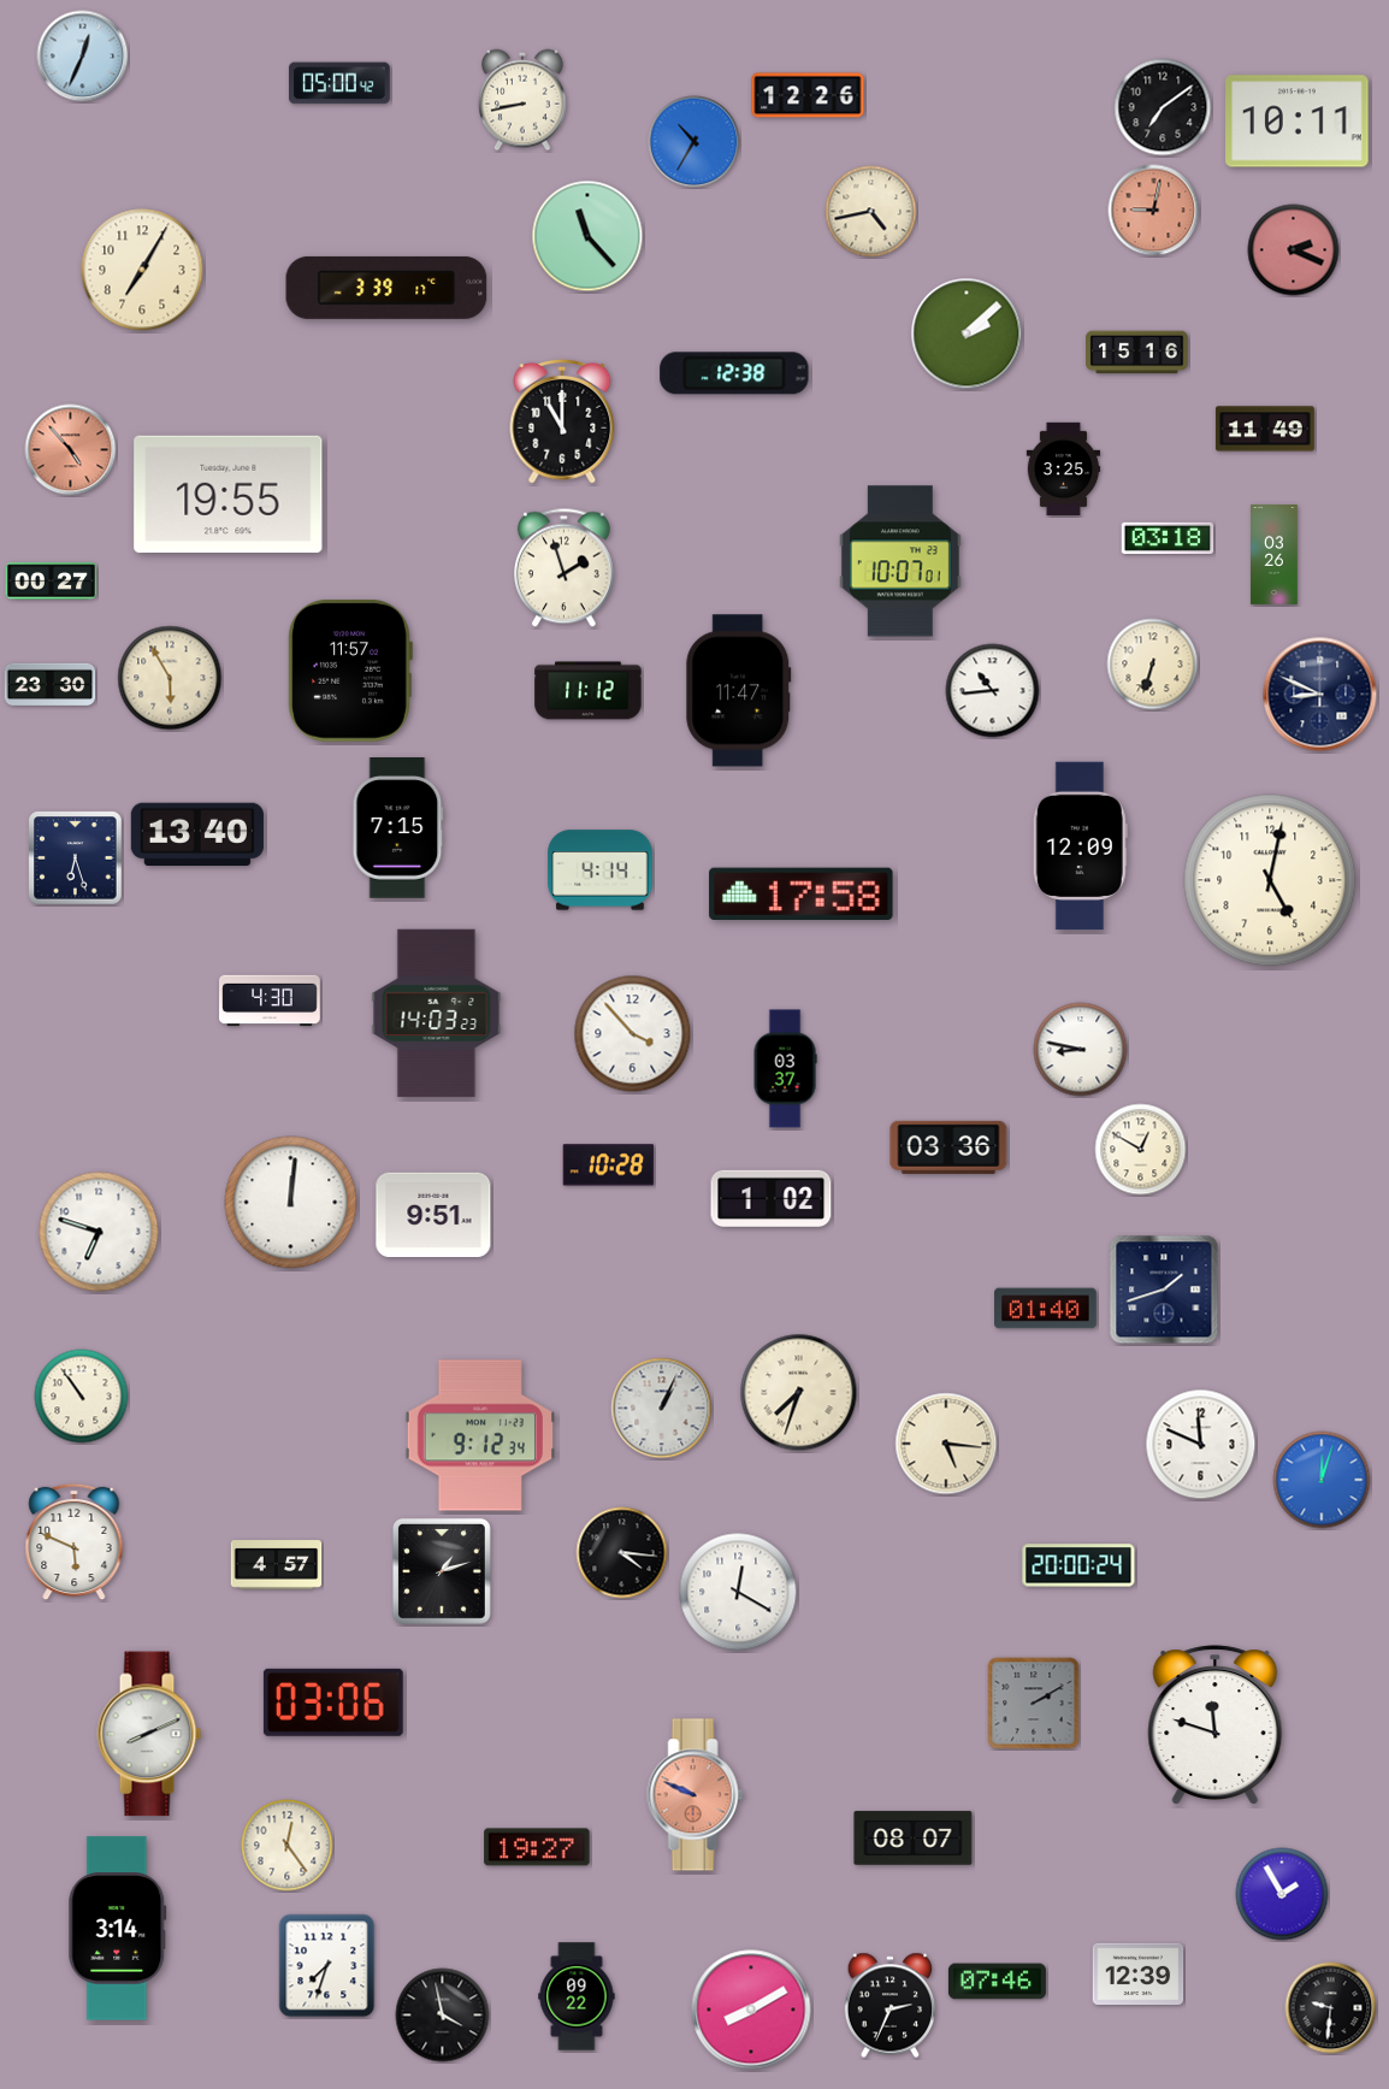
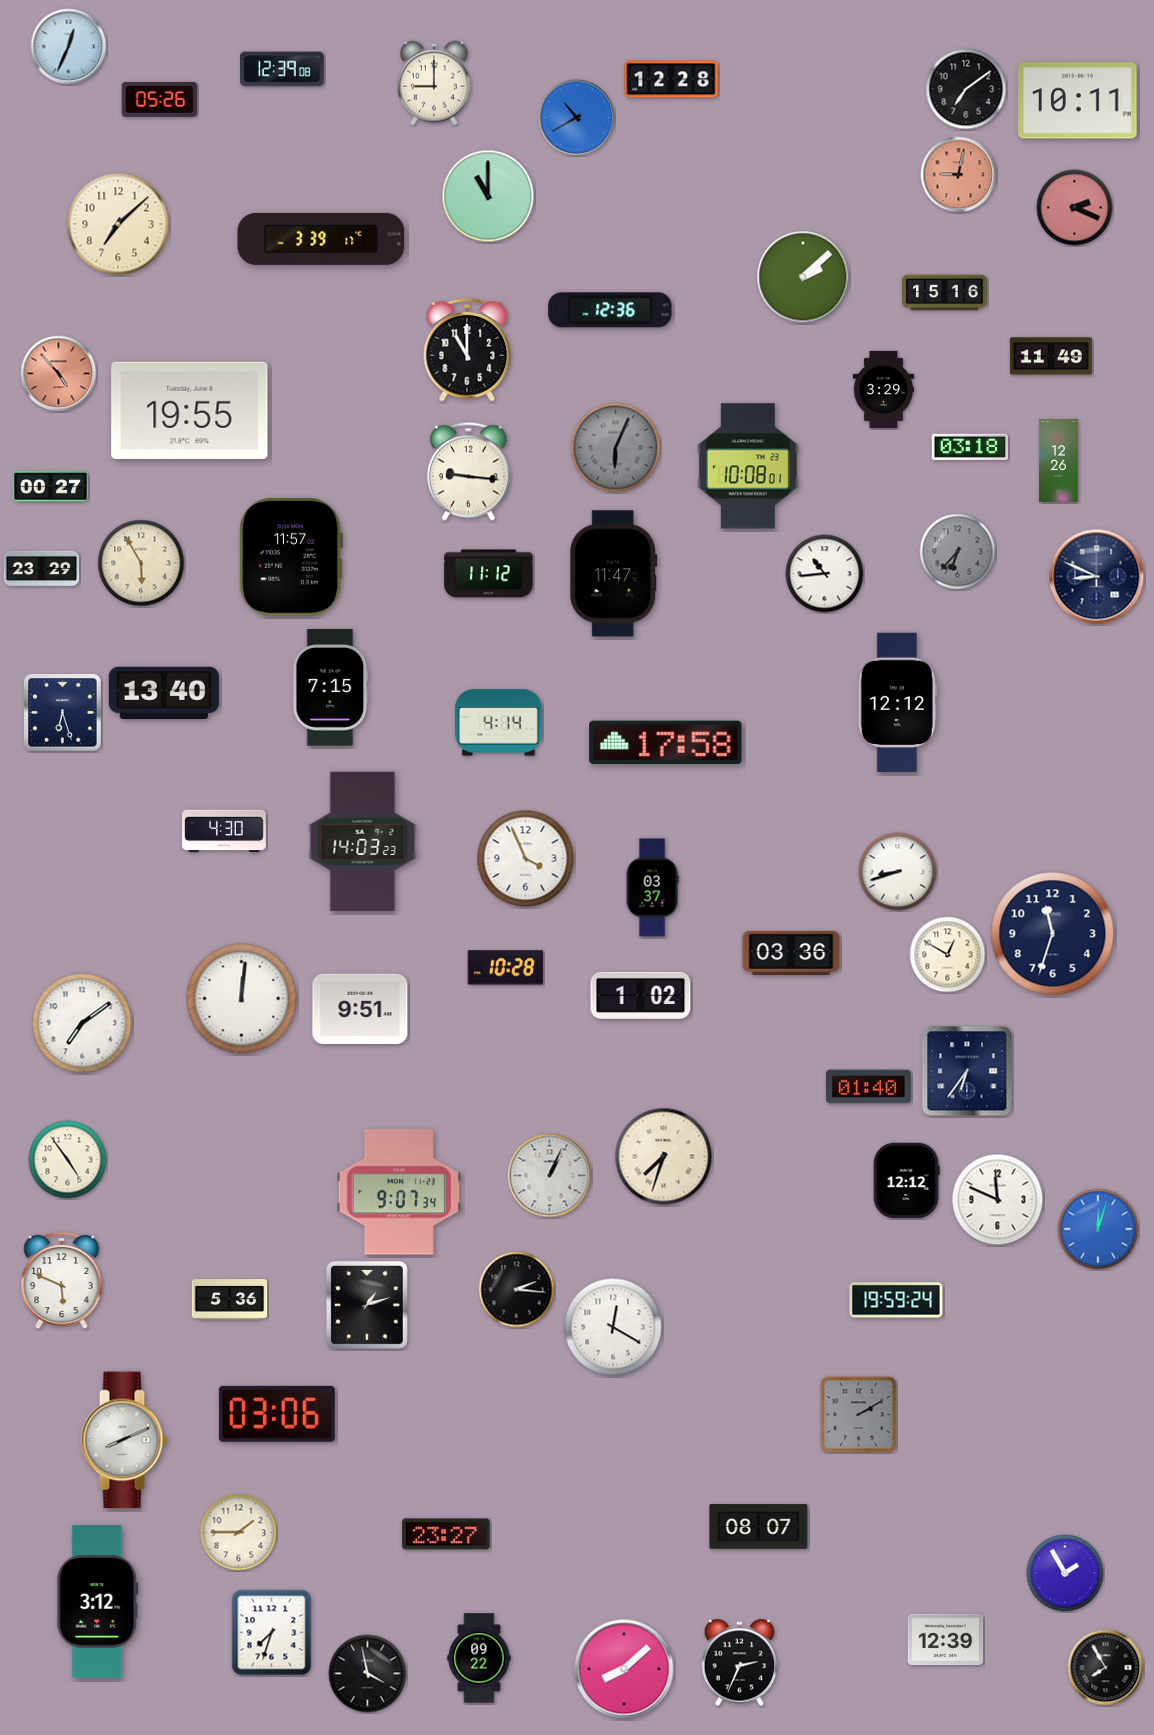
clock at (341, 83): 05:00 -> 12:39
clock at (808, 95): 12:26 -> 12:28
clock at (524, 100): 8:43 -> 9:00
clock at (160, 99): none -> 05:26
clock at (694, 142): 10:35 -> 10:40
clock at (871, 212): 4:43 -> none
clock at (587, 236): 11:23 -> 11:00
clock at (142, 270): 7:05 -> 7:08
clock at (734, 373): 12:38 -> 12:36
clock at (1064, 470): 3:25 -> 3:29
clock at (616, 448): none -> 6:04
clock at (1275, 555): 03:26 -> 12:26
clock at (900, 561): 10:07 -> 10:08
clock at (563, 568): 1:57 -> 9:16
clock at (52, 582) position: (52, 582) -> (51, 487)
clock at (1153, 665): 6:33 -> 6:37
clock at (1153, 665) dial: cream -> grey
clock at (51, 684): 23:30 -> 23:29
clock at (1080, 846): 12:09 -> 12:12
clock at (1270, 880): 5:02 -> none
clock at (633, 1034): 3:53 -> 3:56
clock at (1081, 1050): 8:47 -> 8:42
clock at (1053, 934): none -> 11:33
clock at (948, 1147) position: (948, 1147) -> (791, 953)
clock at (99, 1232): 6:48 -> 7:09
clock at (1164, 1290): 1:42 -> 6:36
clock at (82, 1397): 10:54 -> 4:54
clock at (662, 1409) position: (662, 1409) -> (550, 1176)
clock at (906, 1181): none -> 12:12
clock at (479, 1435): 9:12 -> 9:07
clock at (946, 1444): 5:16 -> none
clock at (622, 1553): 4:16 -> 2:16
clock at (277, 1565): 4:57 -> 5:36
clock at (1078, 1565): 20:00 -> 19:59
clock at (738, 1592) position: (738, 1592) -> (613, 1327)
clock at (1216, 1724): 11:48 -> none
clock at (696, 1795): 9:49 -> none
clock at (288, 1846): 12:24 -> 1:45
clock at (537, 1847): 19:27 -> 23:27
clock at (118, 1929): 3:14 -> 3:12
clock at (997, 1982): 07:46 -> none
clock at (891, 2006) position: (891, 2006) -> (740, 1663)
clock at (1331, 2008): 9:31 -> 7:55
clock at (751, 2010): 8:10 -> 8:08
